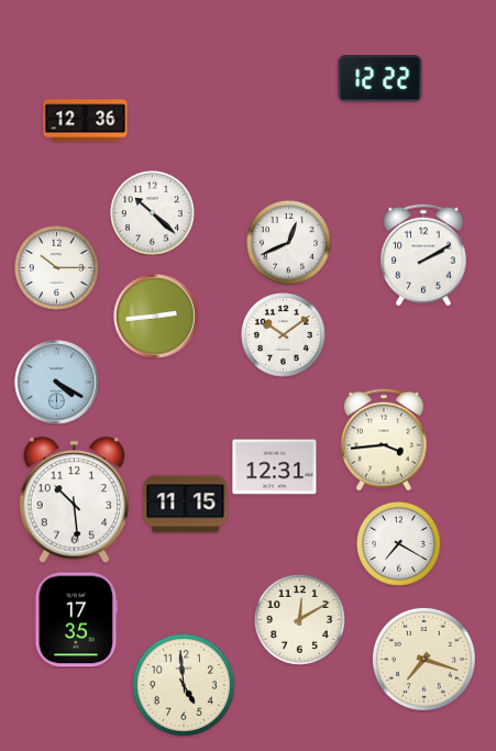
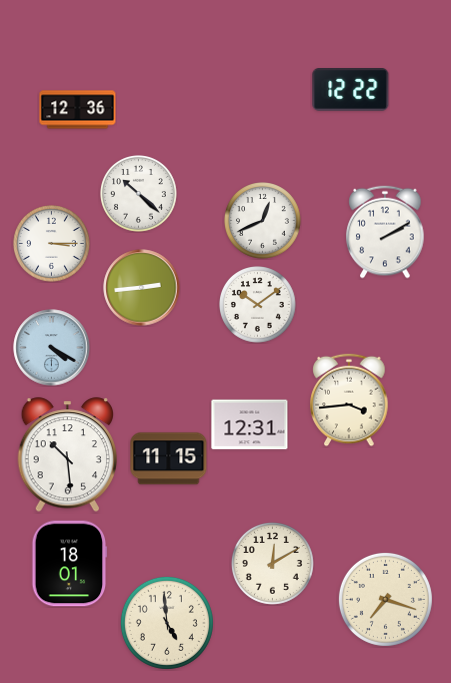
clock at (381, 79) position: (381, 79) -> (351, 90)
clock at (57, 268): 10:15 -> 3:15
clock at (399, 544): 7:20 -> none
clock at (77, 620): 17:35 -> 18:01
